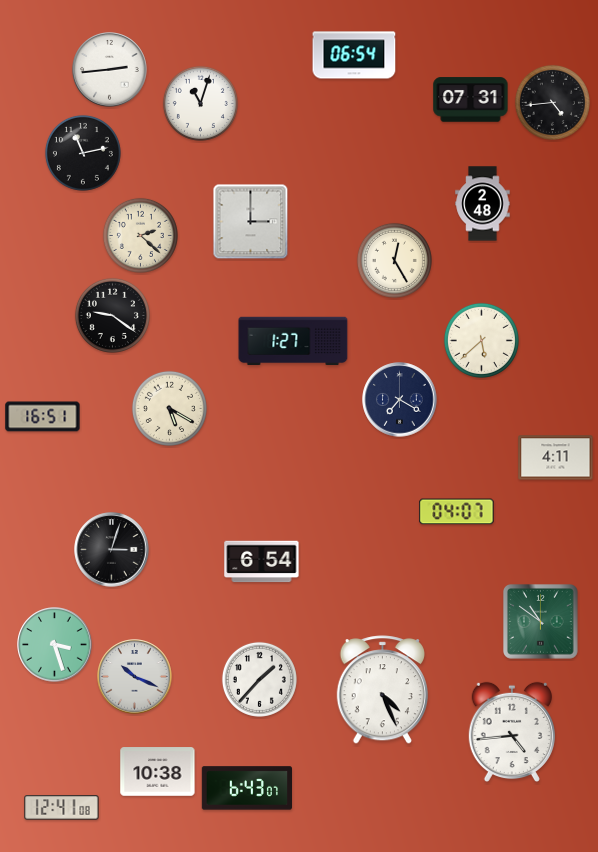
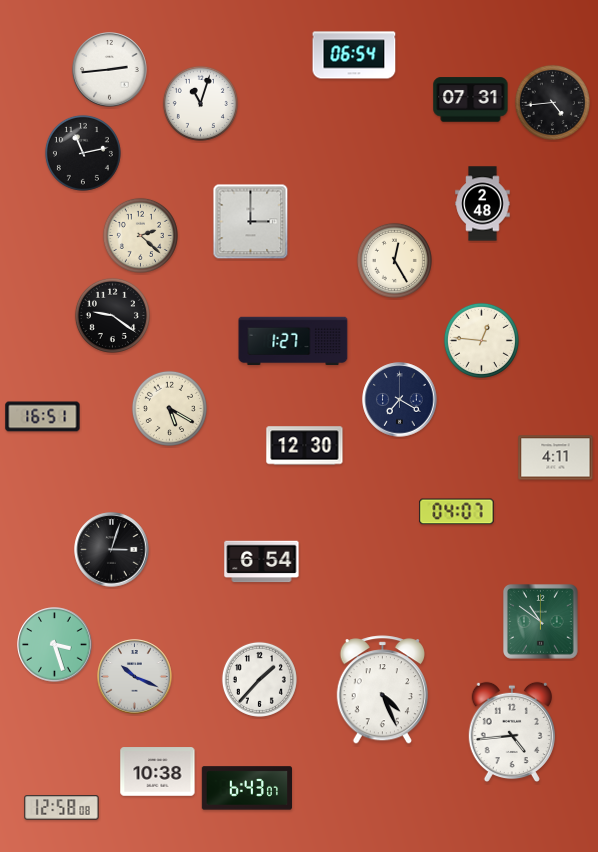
clock at (481, 340): 5:38 -> 12:46
clock at (305, 446): none -> 12:30
clock at (62, 808): 12:41 -> 12:58
